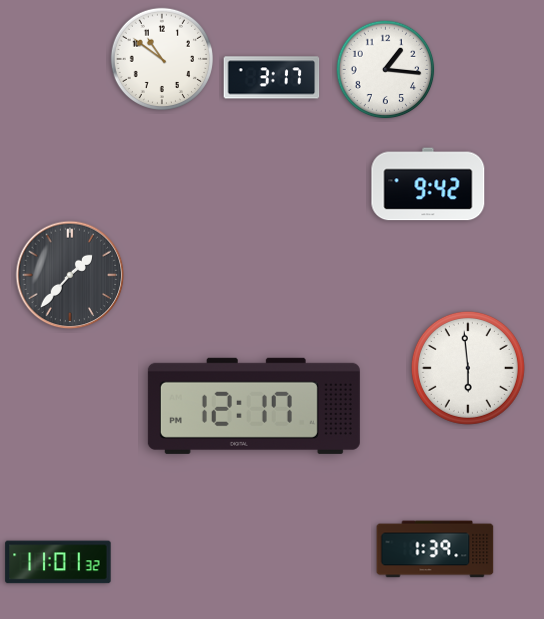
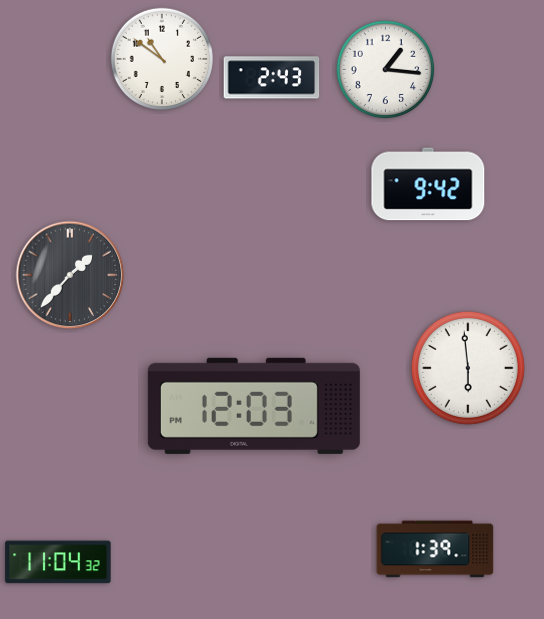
clock at (272, 78): 3:17 -> 2:43
clock at (254, 406): 12:17 -> 12:03
clock at (58, 562): 11:01 -> 11:04
